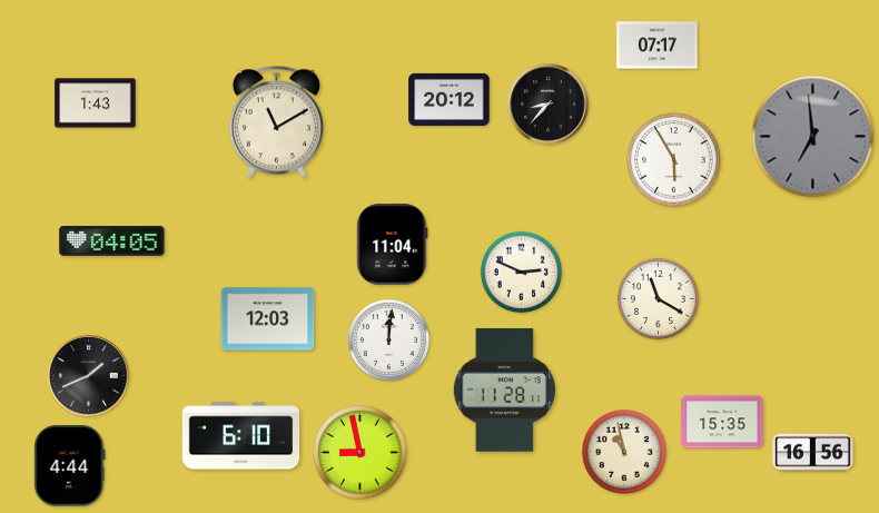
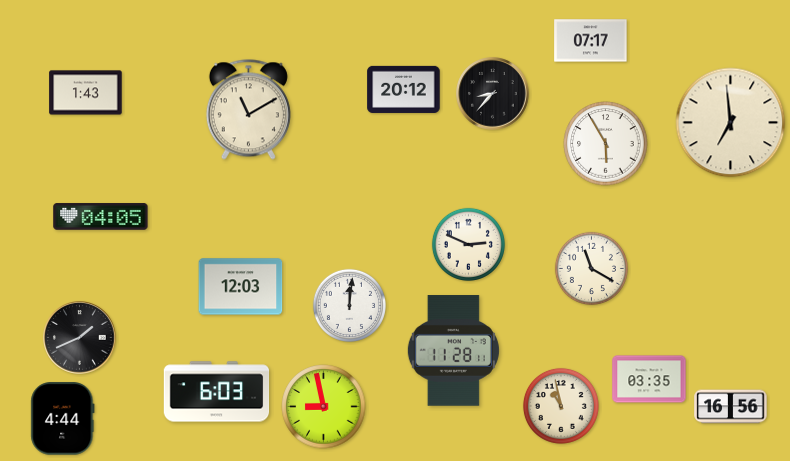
clock at (813, 137) dial: grey -> cream
clock at (393, 245): 11:04 -> none
clock at (722, 422): 15:35 -> 03:35
clock at (241, 436): 6:10 -> 6:03
